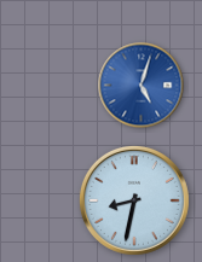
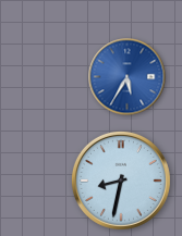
clock at (142, 86): 5:03 -> 5:35
